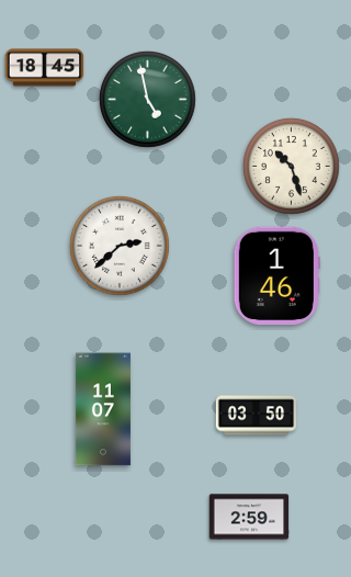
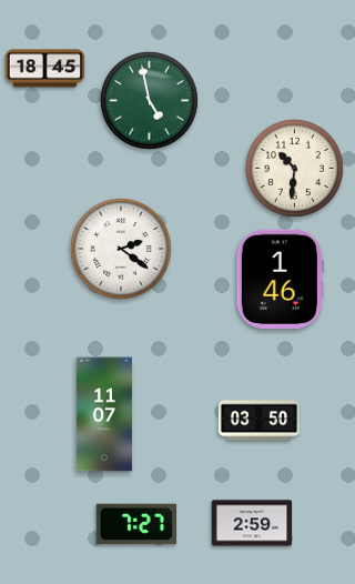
clock at (291, 166): 10:27 -> 10:31
clock at (120, 246): 2:38 -> 2:21
clock at (135, 524): none -> 7:27
